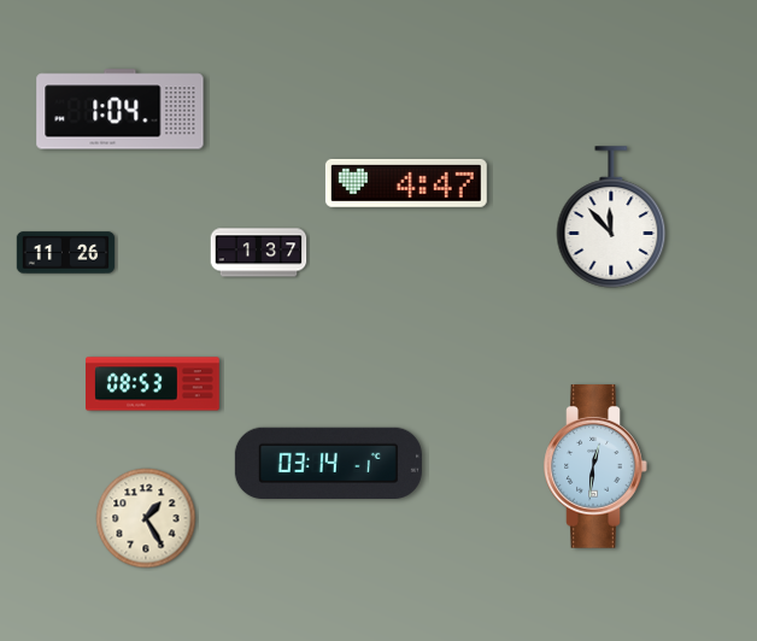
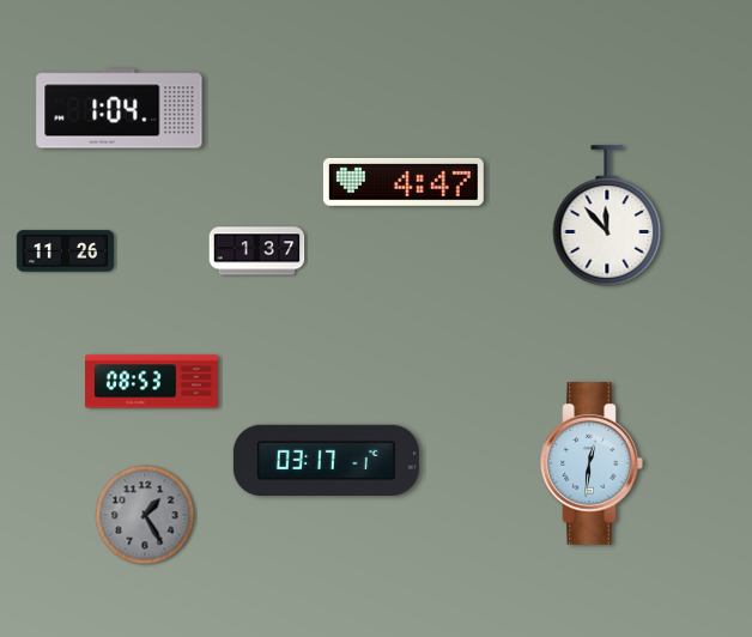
clock at (328, 463): 03:14 -> 03:17
clock at (146, 518) dial: cream -> grey
